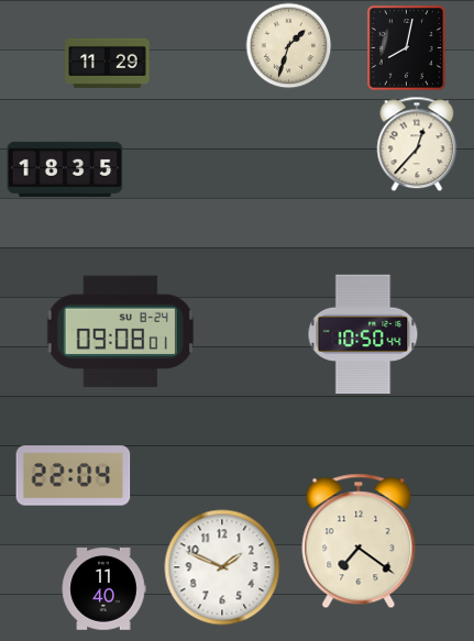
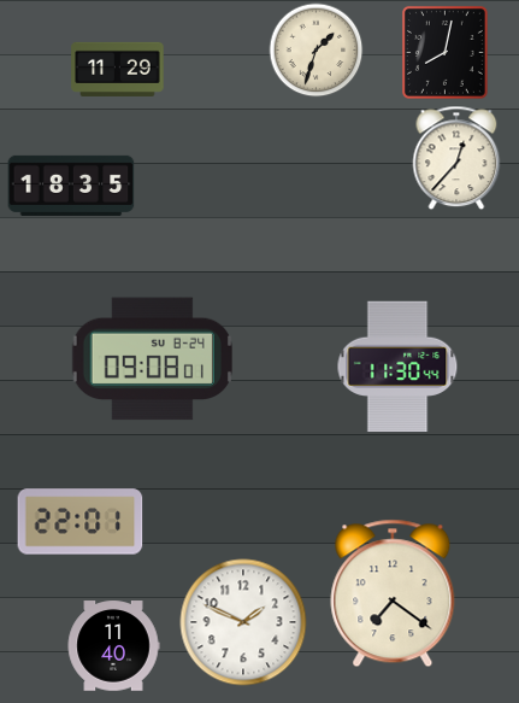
clock at (120, 332) position: (120, 332) -> (152, 359)
clock at (363, 334): 10:50 -> 11:30
clock at (74, 476): 22:04 -> 22:01
